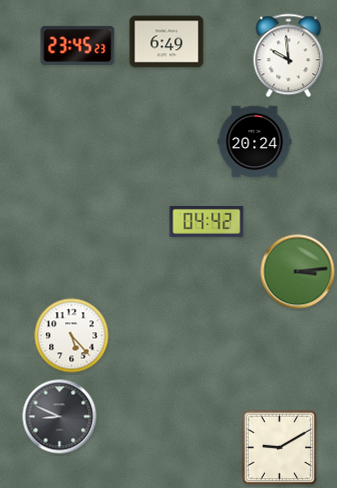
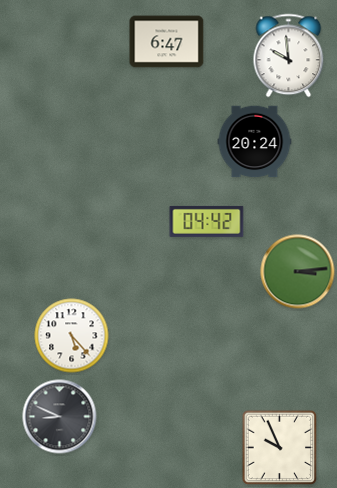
clock at (167, 42): 6:49 -> 6:47
clock at (78, 45): 23:45 -> none
clock at (280, 448): 9:10 -> 9:56
